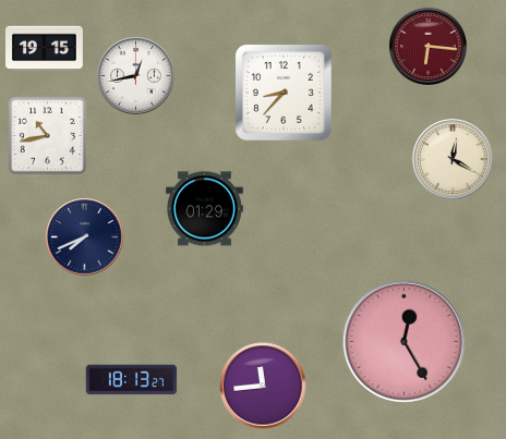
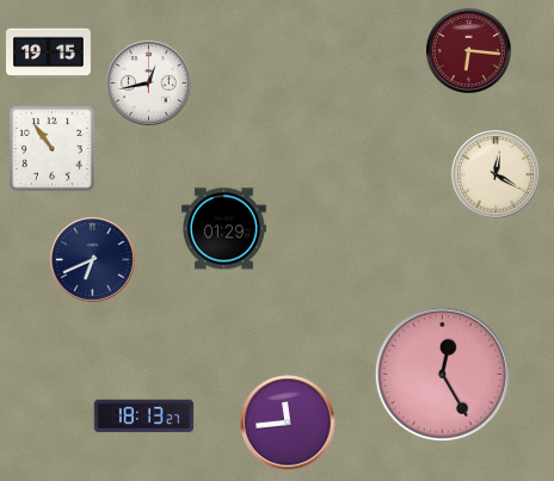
clock at (284, 93): 8:37 -> none
clock at (47, 135): 10:43 -> 10:54
clock at (84, 236): 7:41 -> 6:41
